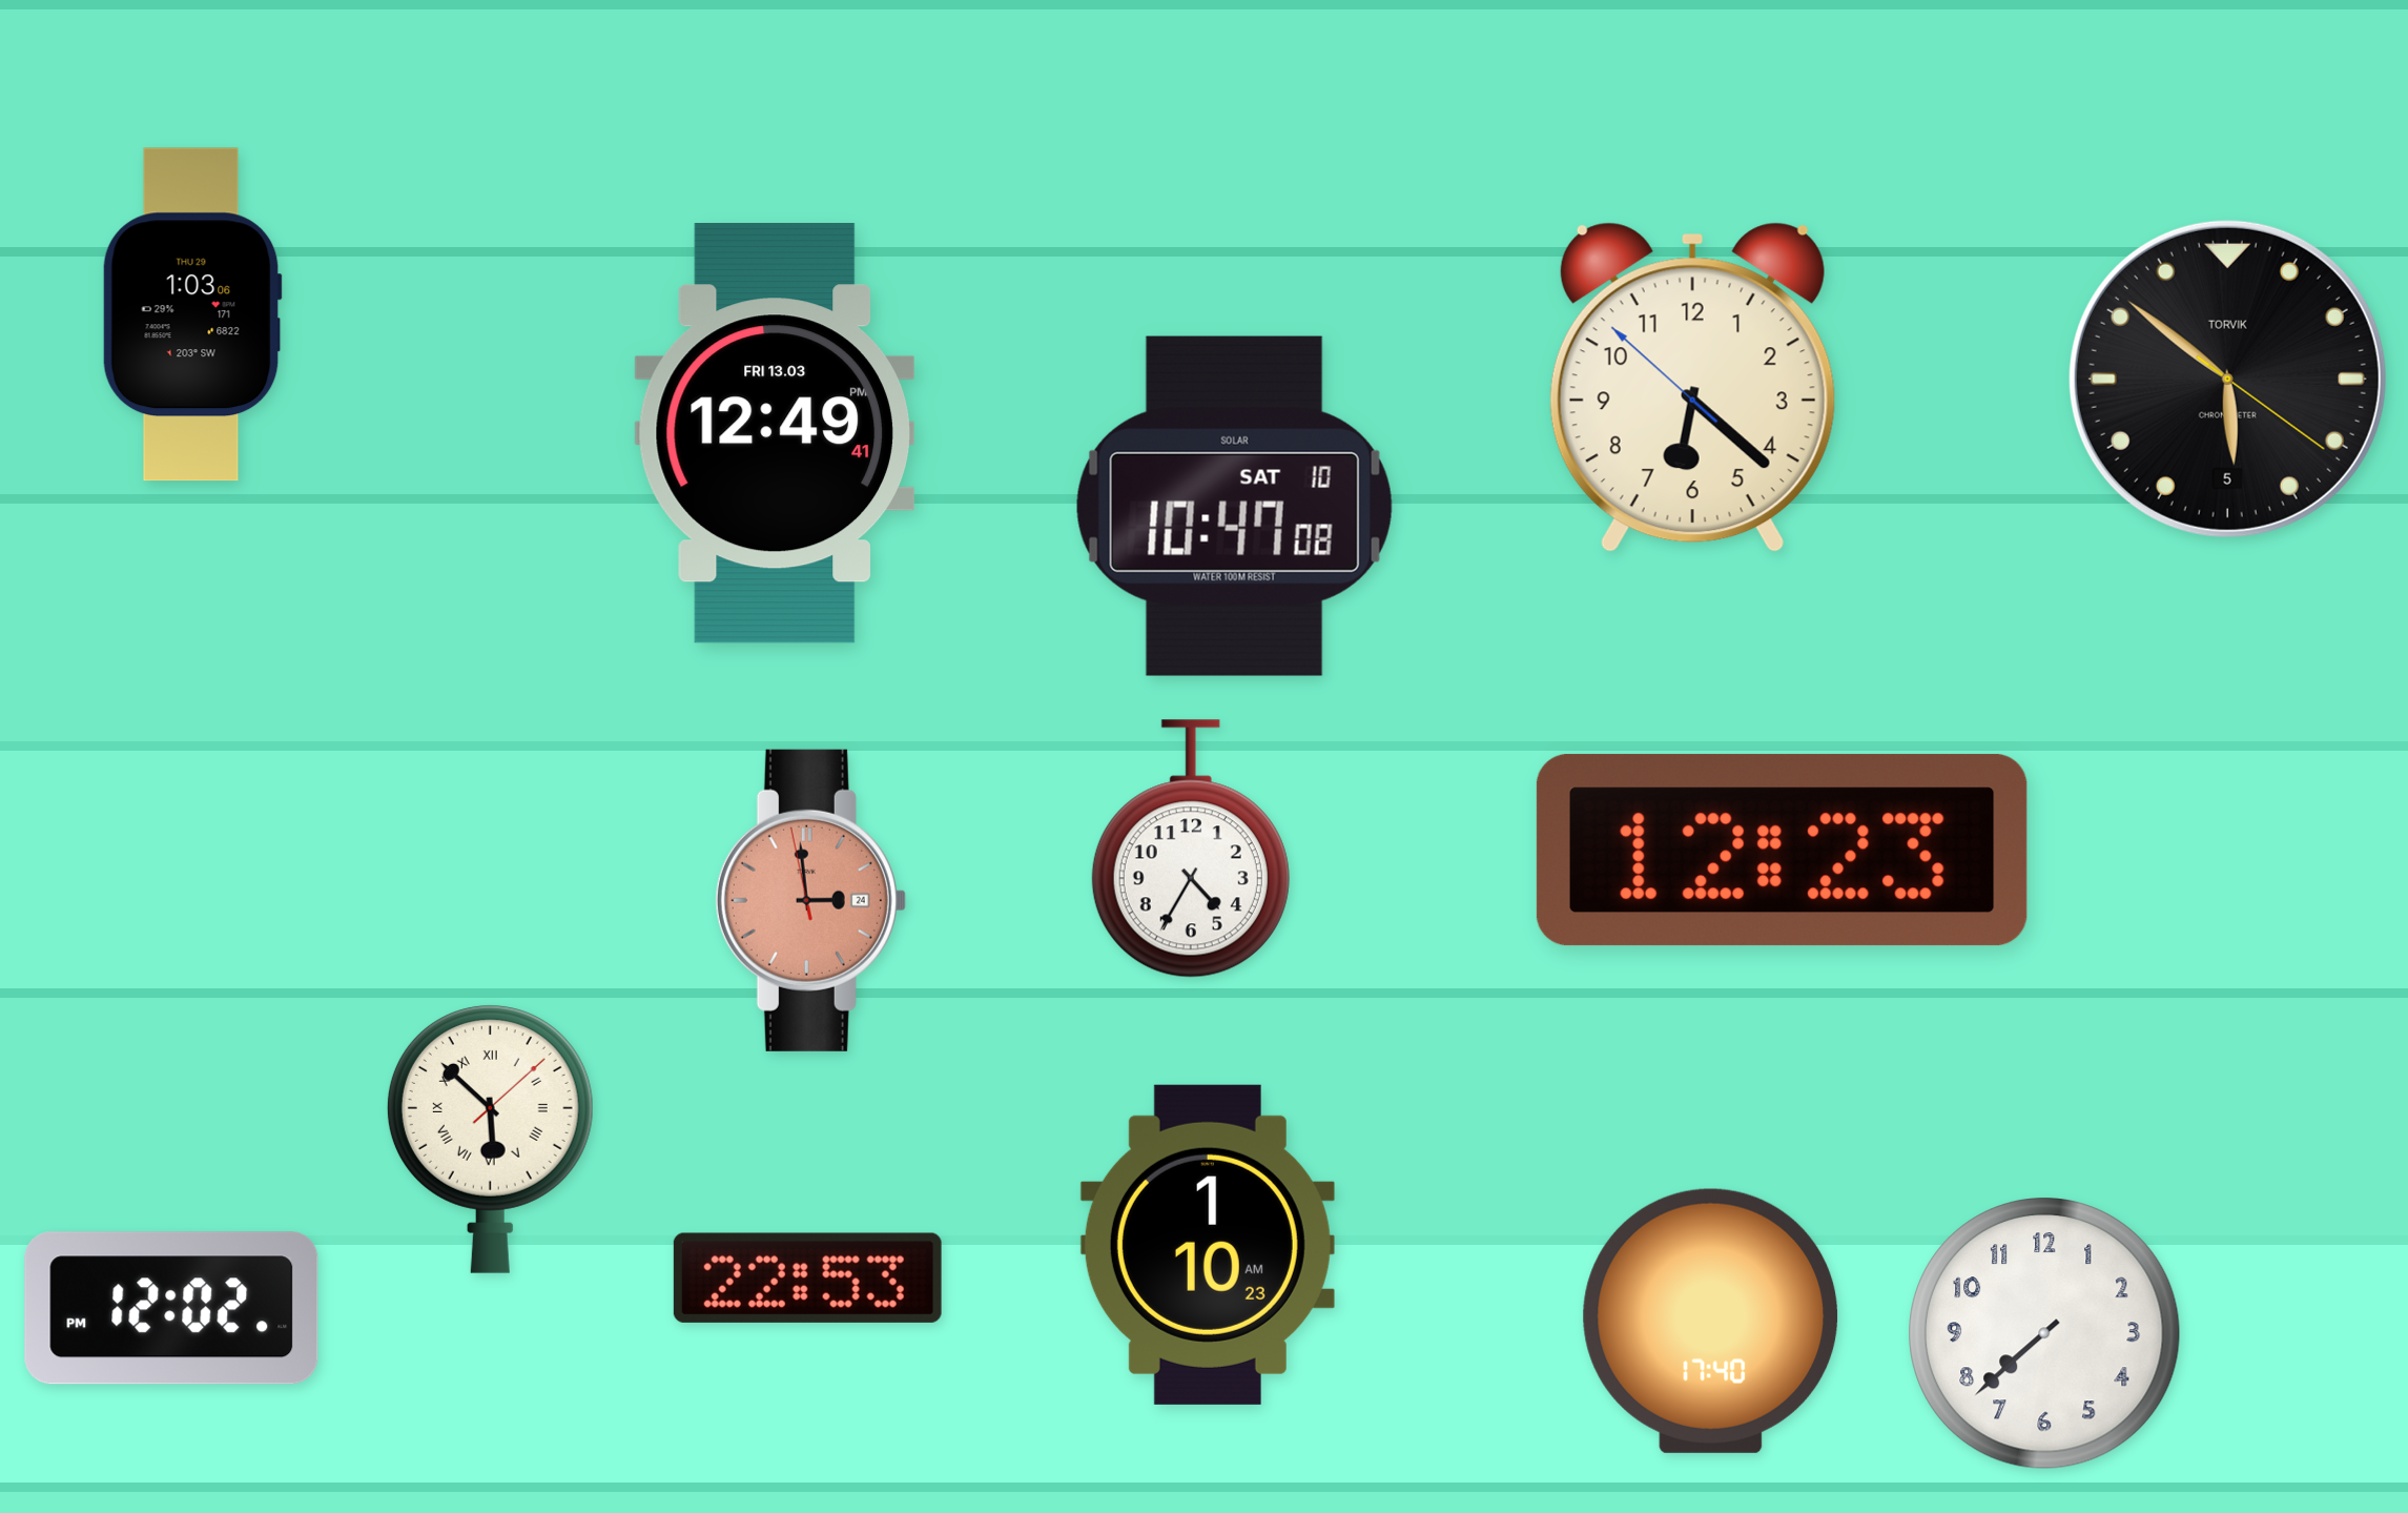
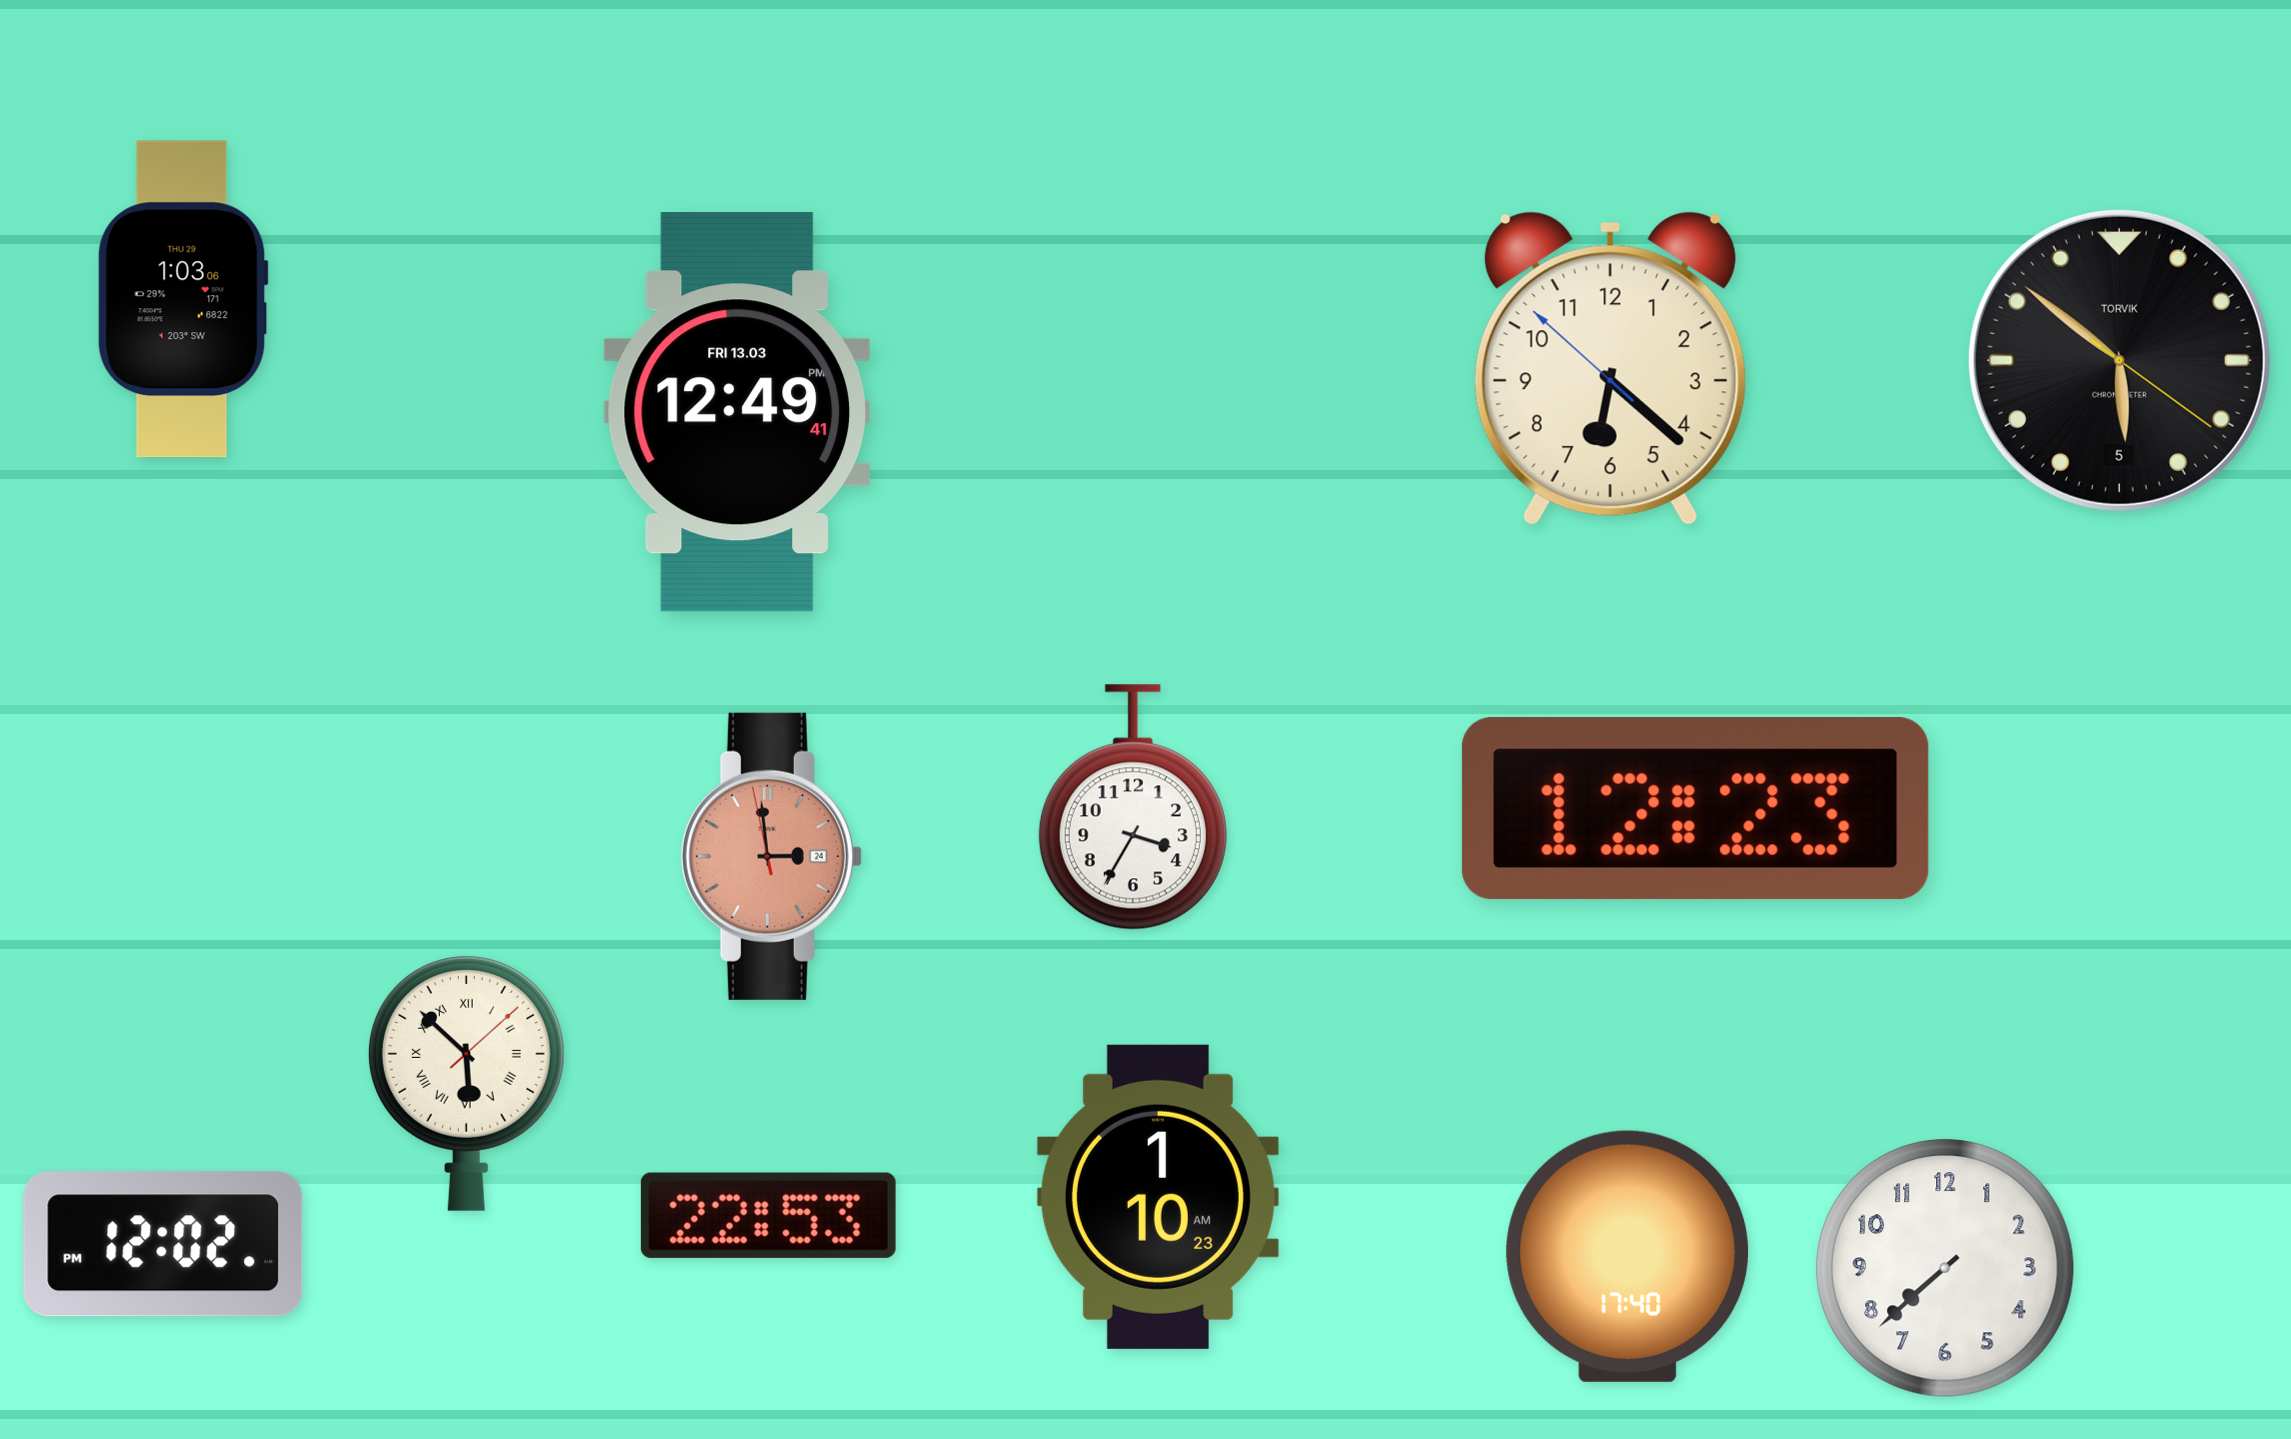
clock at (1234, 506): 10:47 -> none
clock at (1191, 848): 4:35 -> 3:35
clock at (1208, 1245) position: (1208, 1245) -> (1158, 1197)
